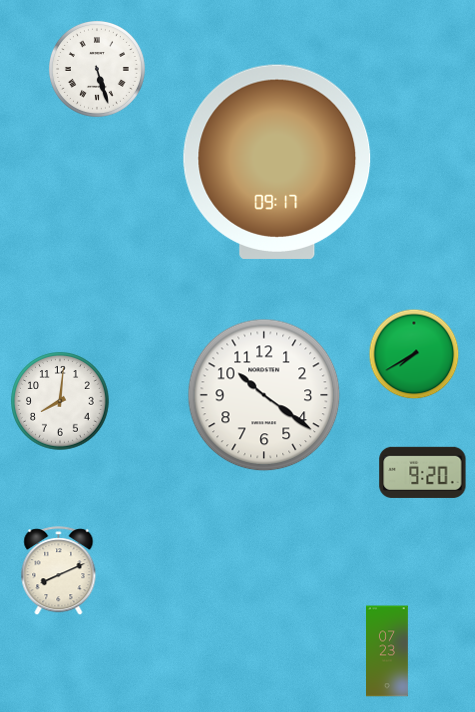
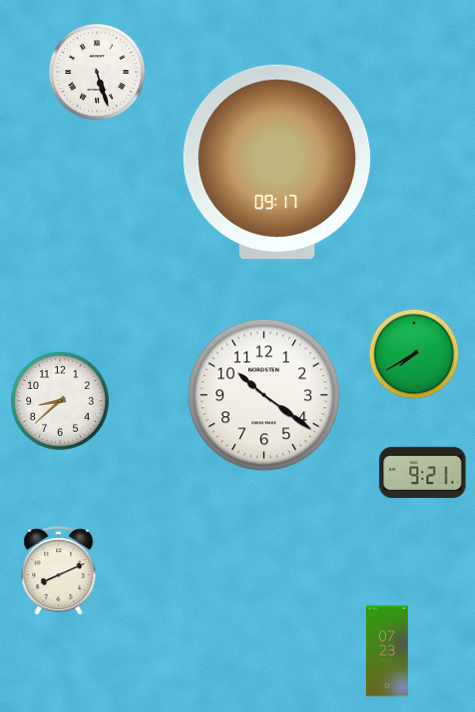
clock at (97, 69) position: (97, 69) -> (97, 72)
clock at (60, 401): 8:01 -> 8:38
clock at (423, 472): 9:20 -> 9:21
